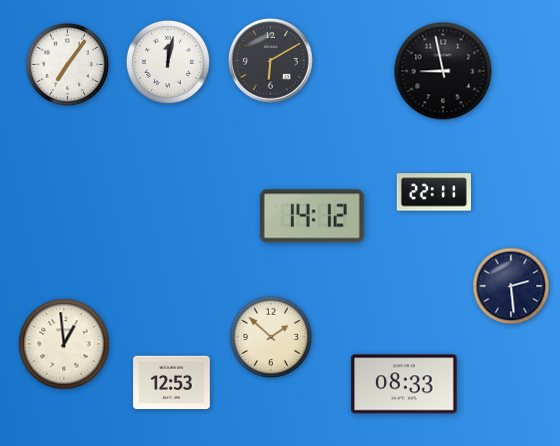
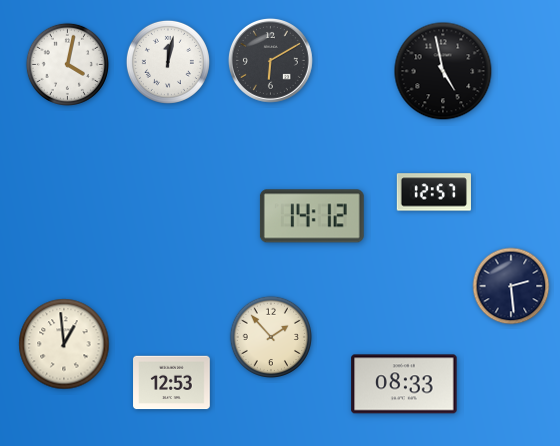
clock at (67, 64): 7:06 -> 4:02
clock at (443, 71): 8:58 -> 4:58
clock at (434, 192): 22:11 -> 12:57
clock at (270, 336): 1:52 -> 1:53
